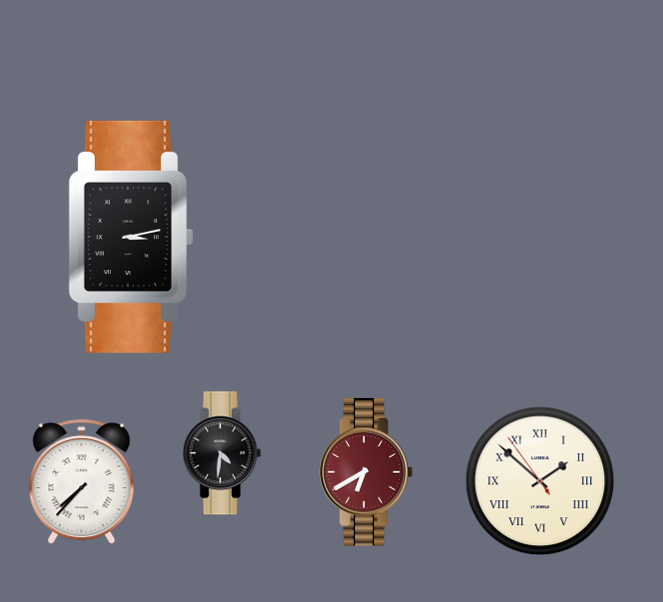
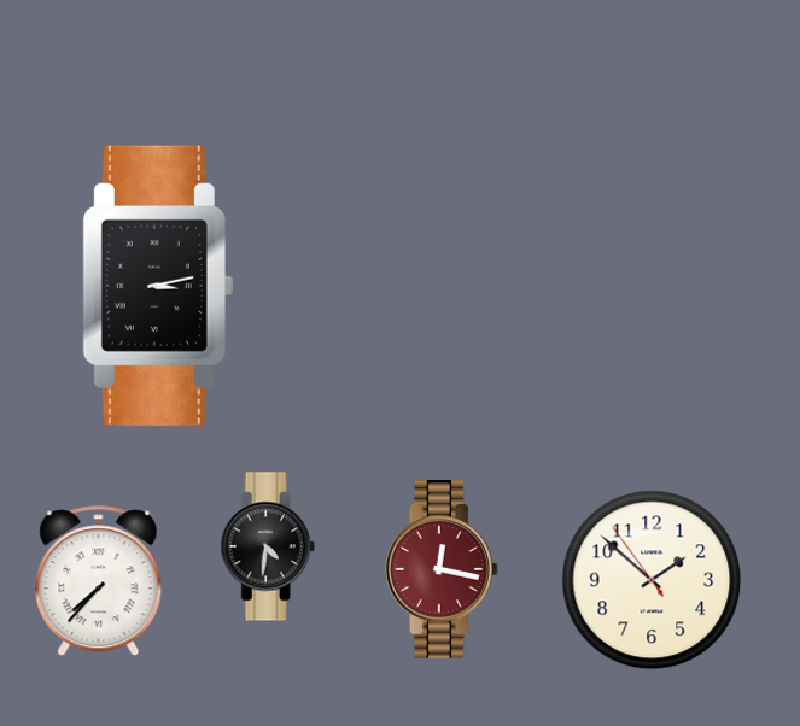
clock at (366, 472): 6:40 -> 12:17
clock at (540, 481) numerals: Roman -> Arabic
